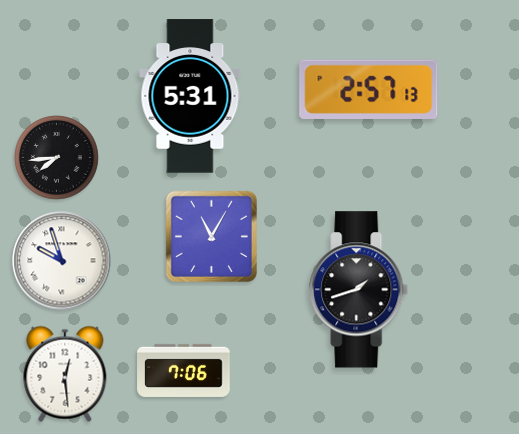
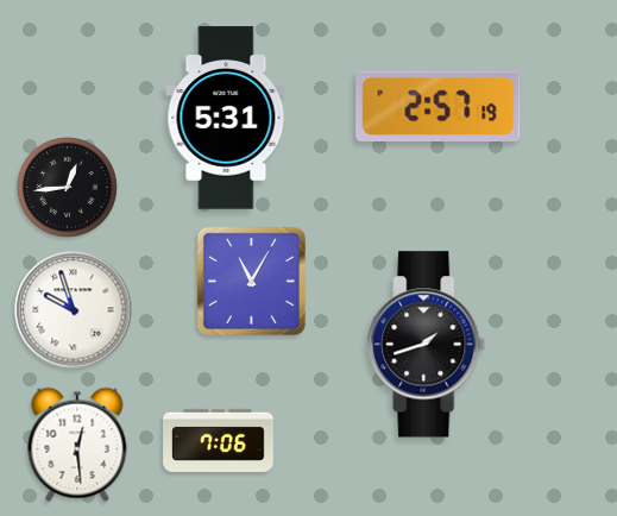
clock at (369, 89): 2:57:13 -> 2:57:19
clock at (190, 96) position: (190, 96) -> (226, 118)
clock at (57, 158): 7:44 -> 12:44
